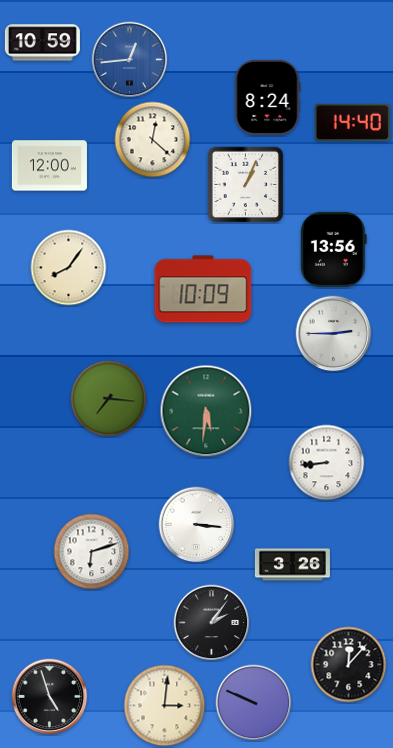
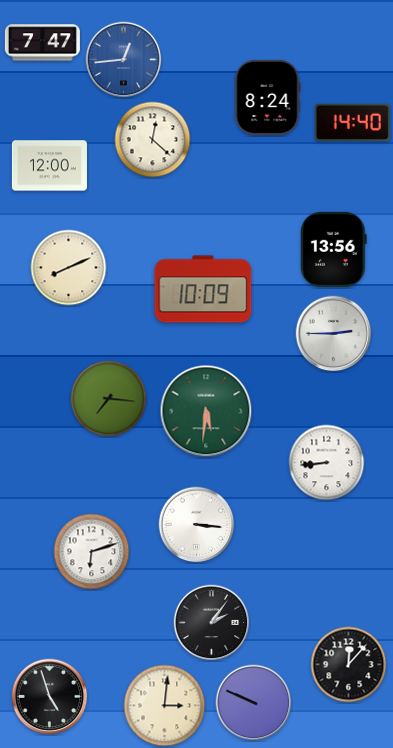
clock at (42, 43): 10:59 -> 7:47
clock at (130, 60) position: (130, 60) -> (124, 60)
clock at (246, 185): 1:04 -> none
clock at (69, 268): 8:06 -> 8:11
clock at (292, 565): 3:26 -> none
